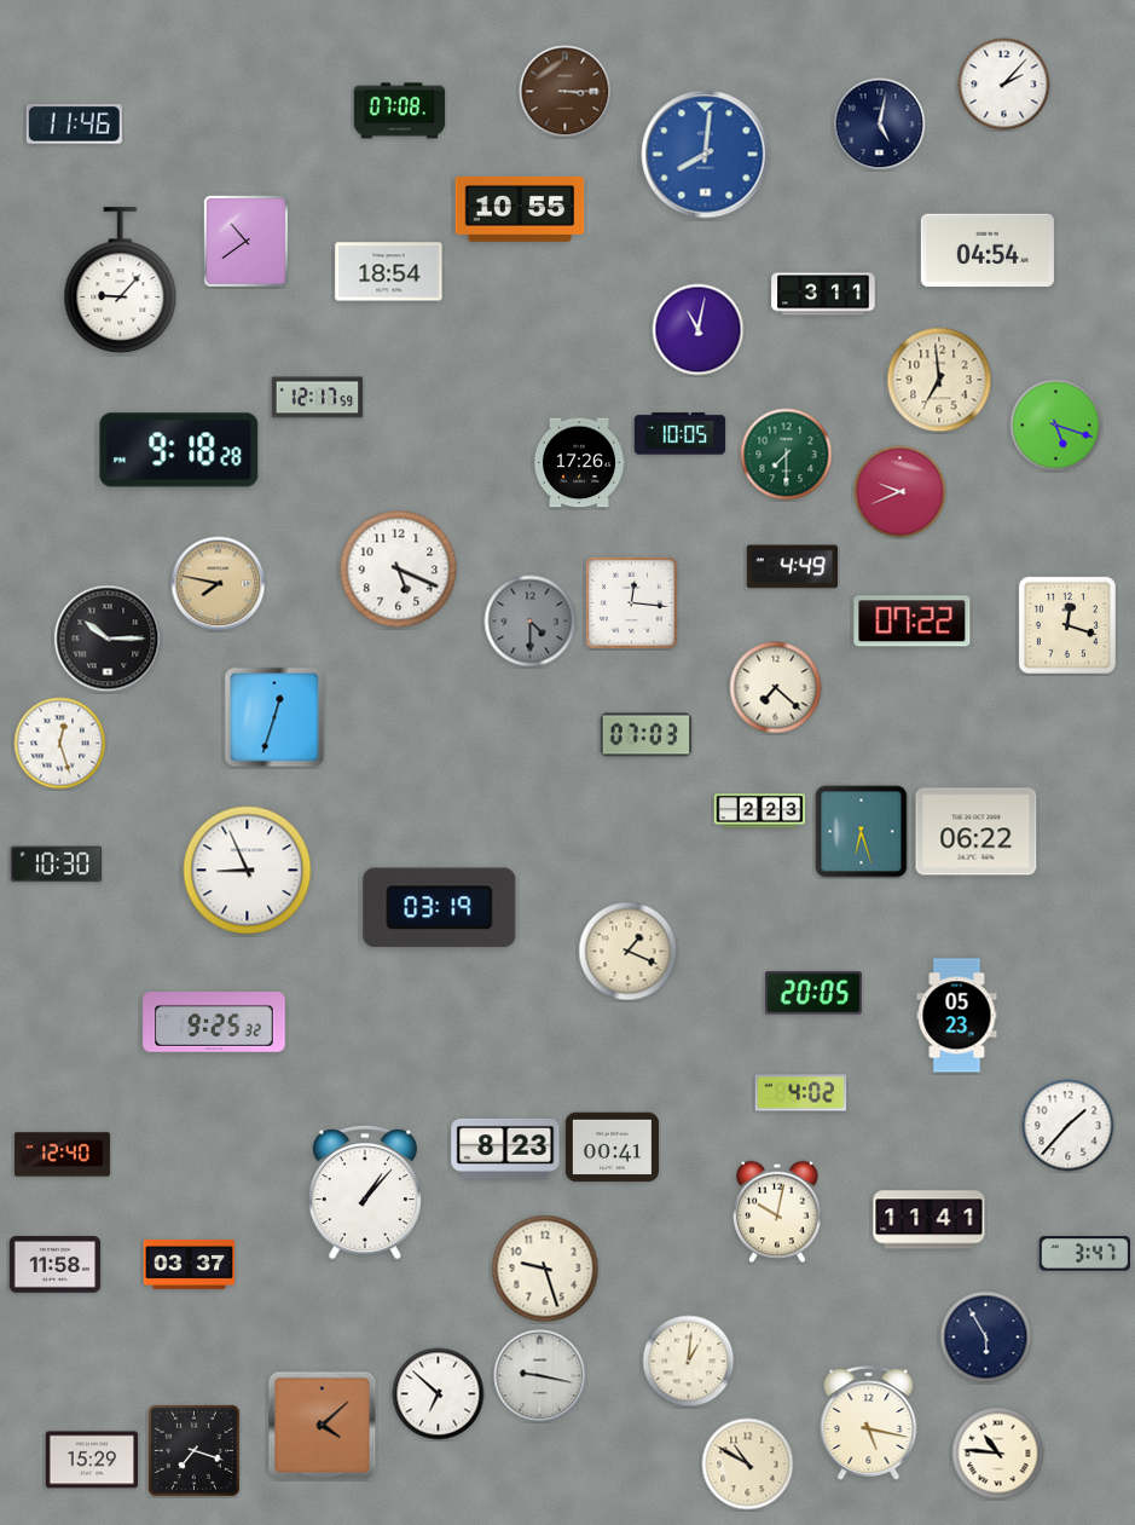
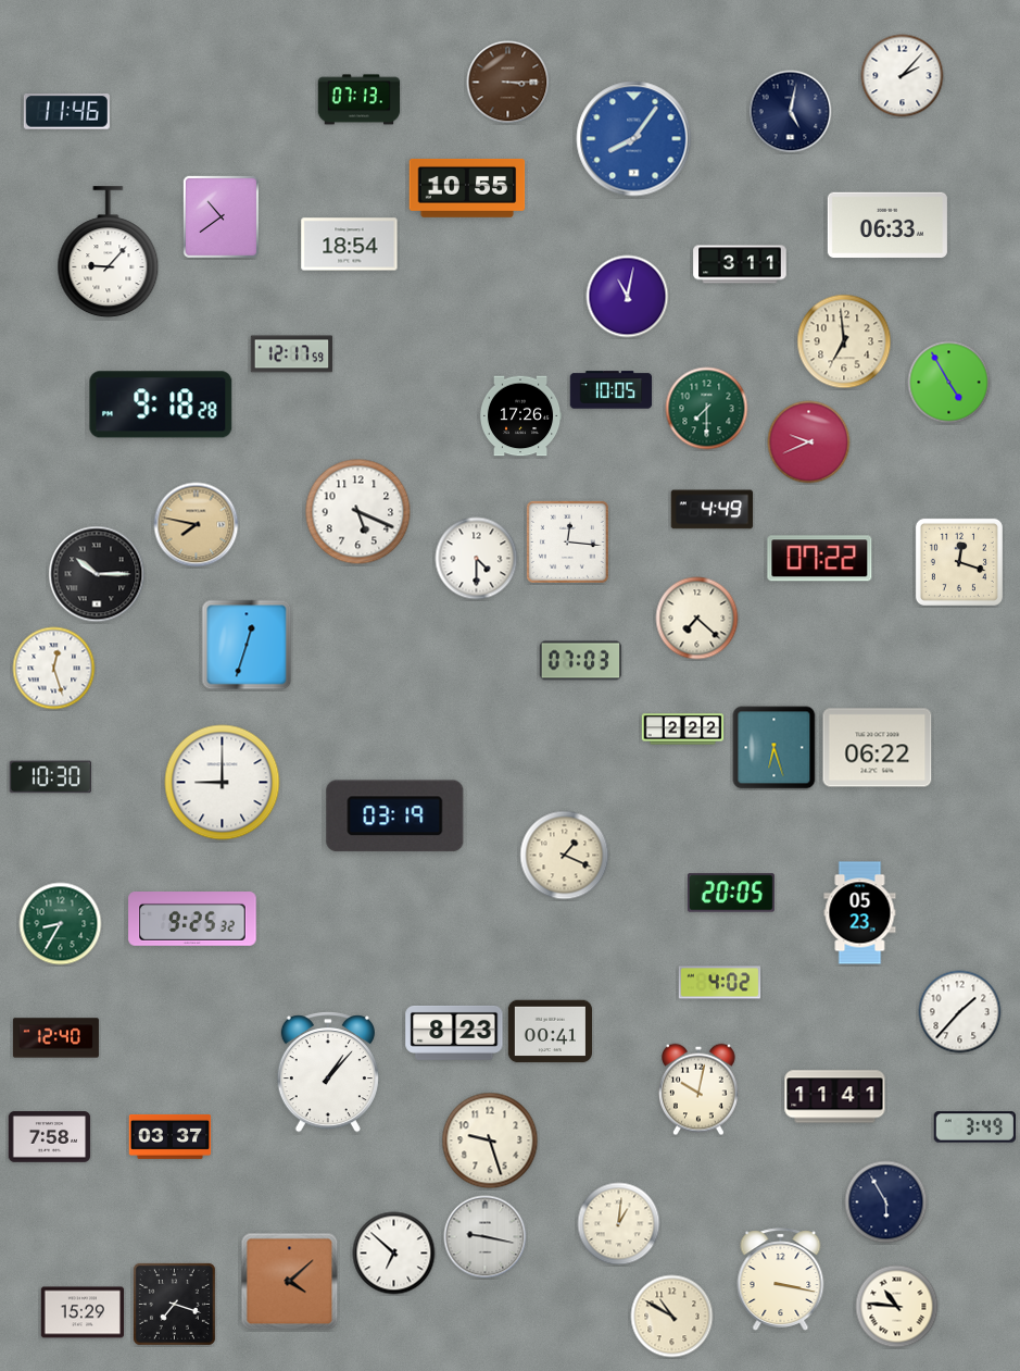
clock at (400, 111): 07:08 -> 07:13
clock at (706, 155): 8:01 -> 8:06
clock at (988, 250): 04:54 -> 06:33
clock at (318, 398) position: (318, 398) -> (292, 354)
clock at (1056, 426): 5:18 -> 4:55
clock at (531, 622) dial: grey -> white
clock at (760, 811): 2:23 -> 2:22
clock at (248, 871): 8:56 -> 9:00
clock at (61, 924): none -> 8:35
clock at (1085, 1254): 3:47 -> 3:49
clock at (56, 1265): 11:58 -> 7:58
clock at (869, 1423): 5:17 -> 3:17
